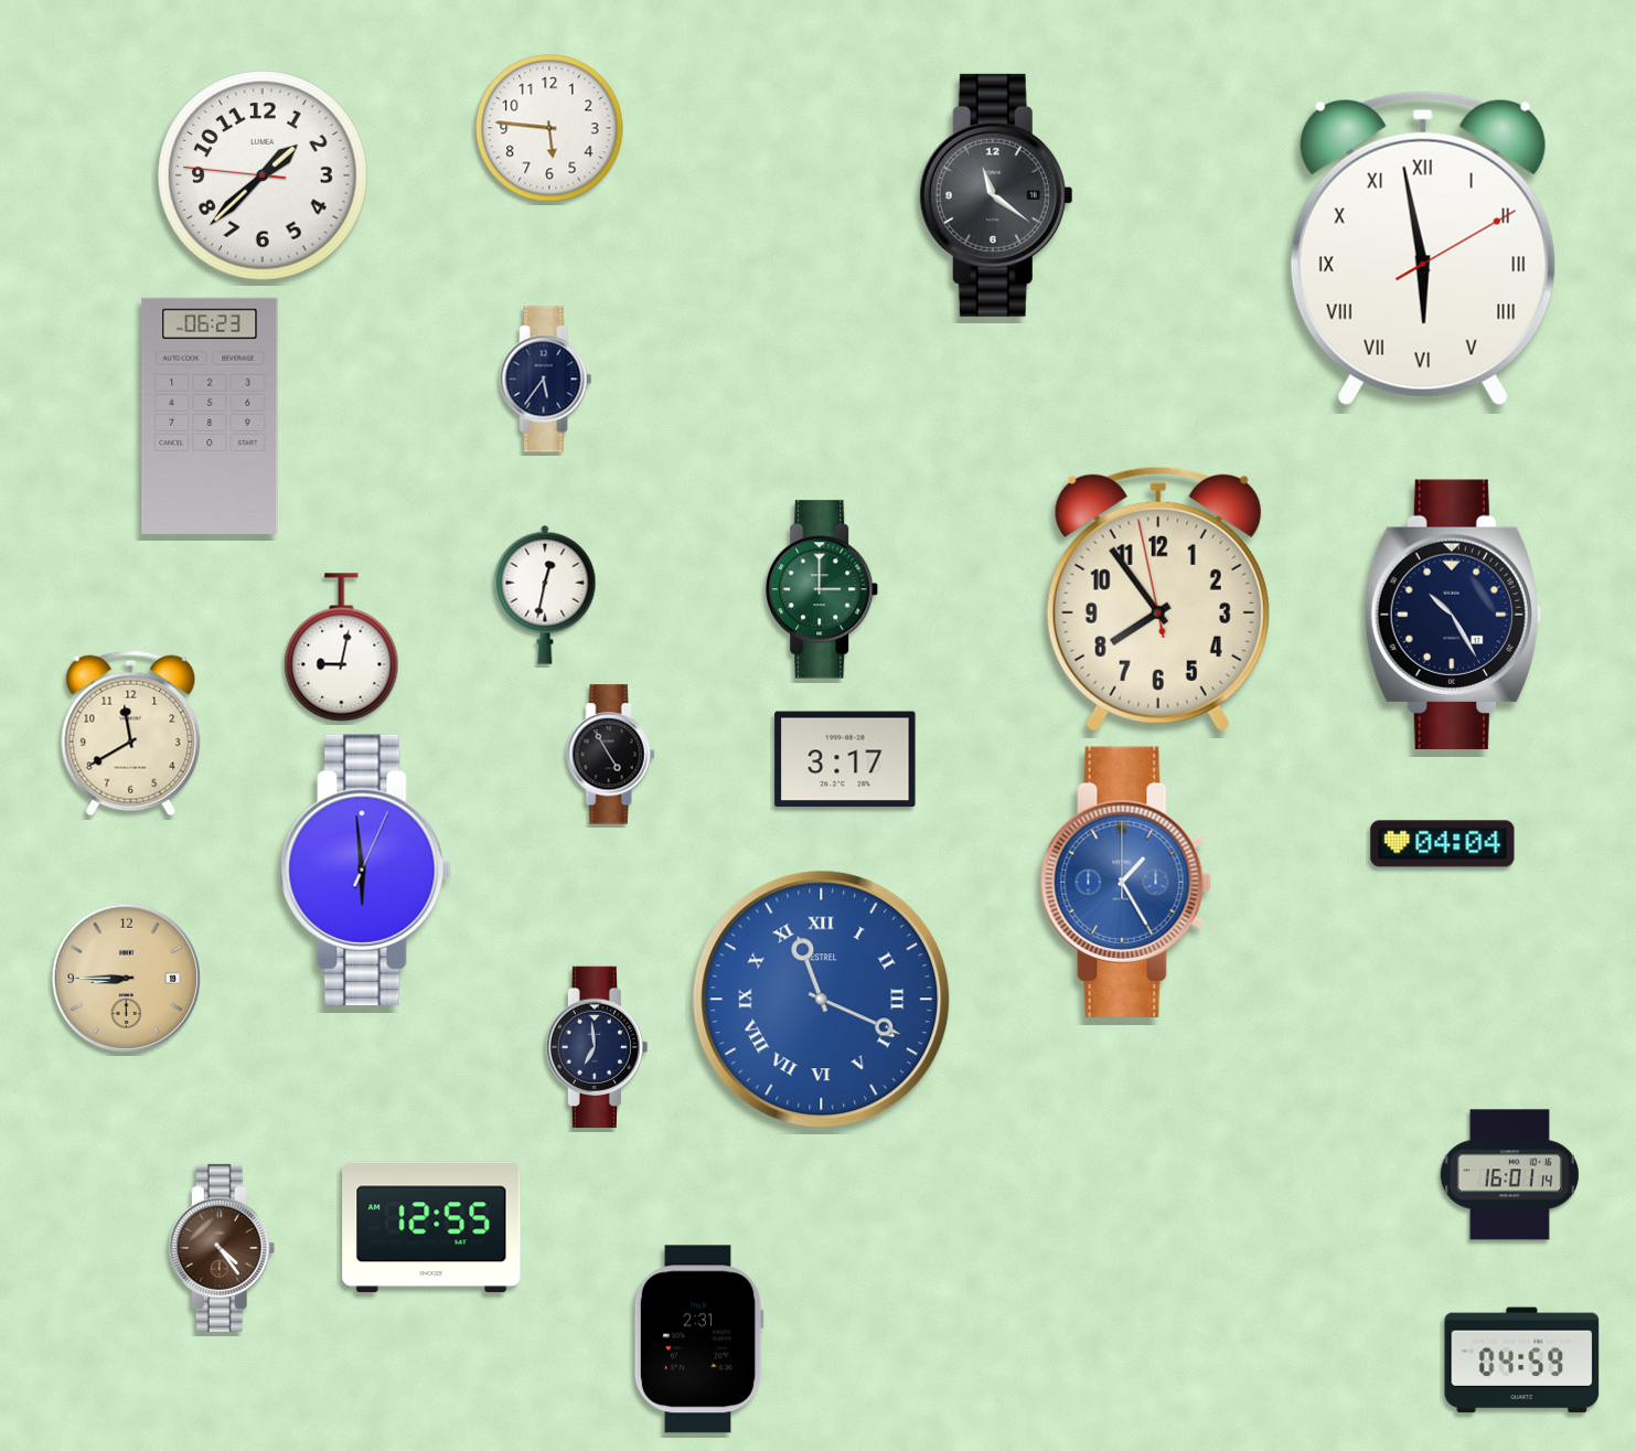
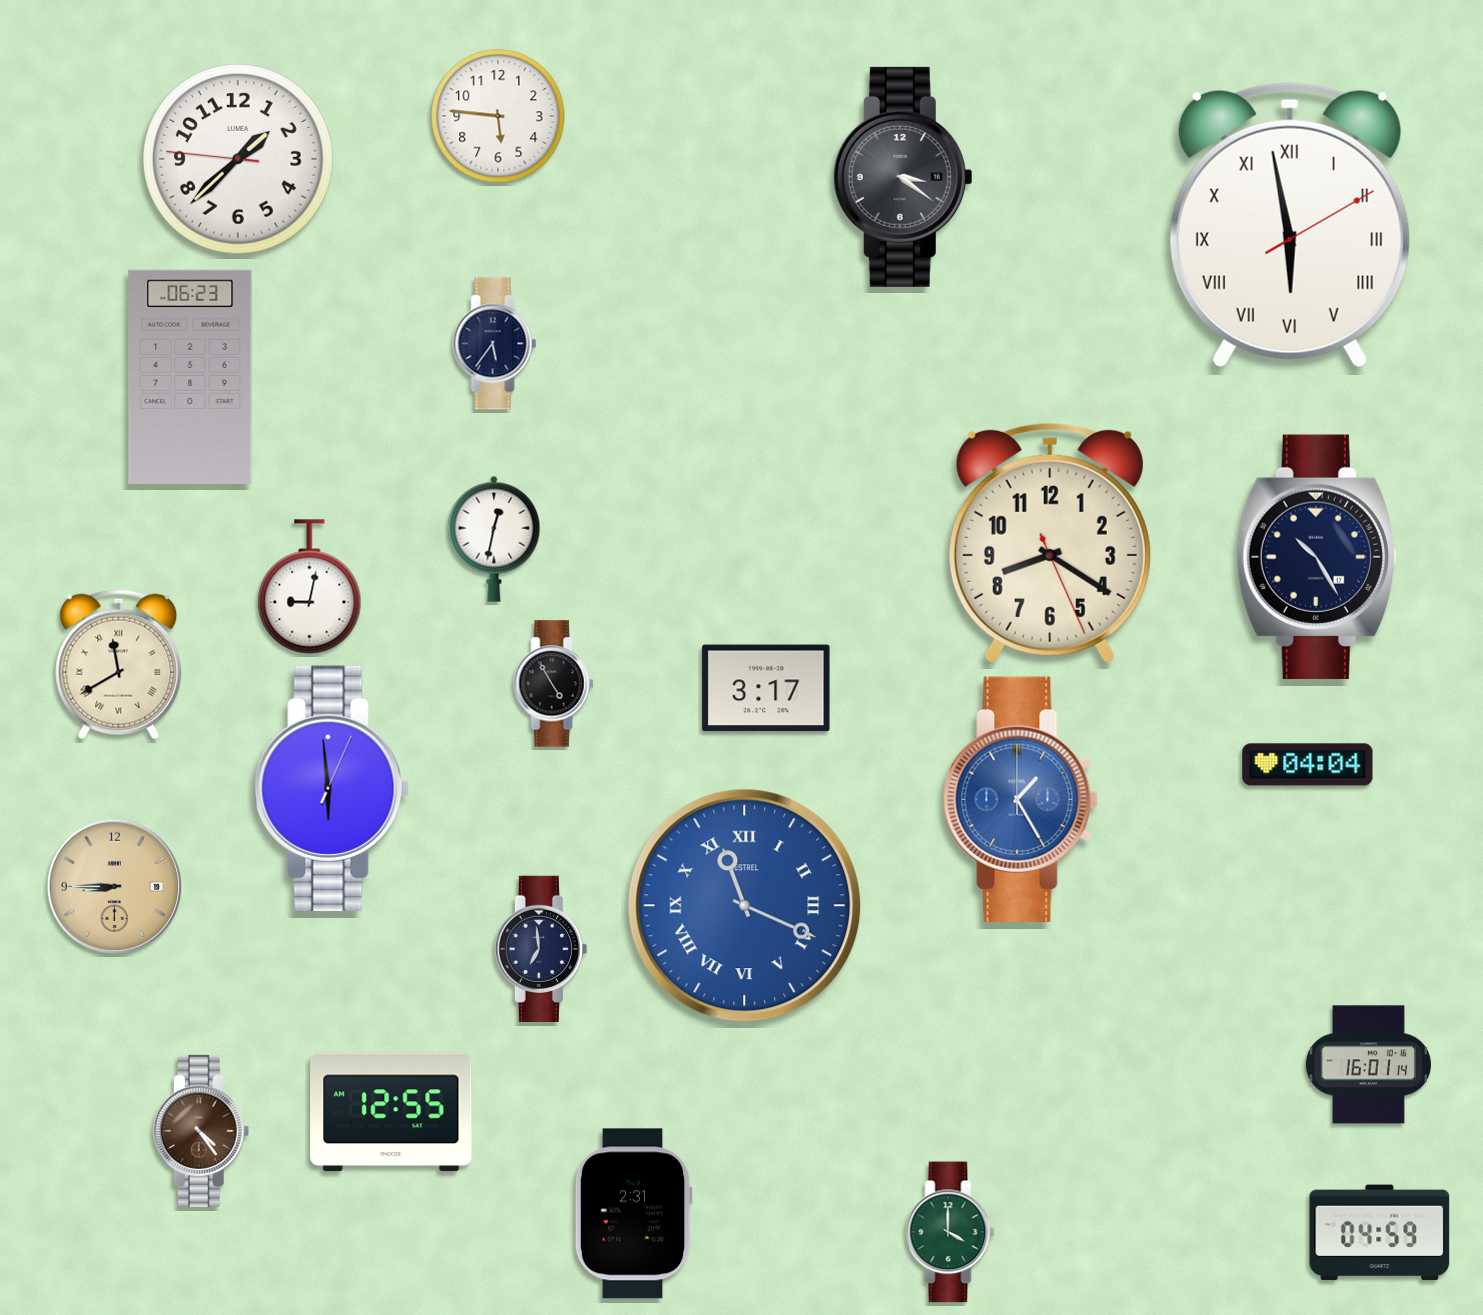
clock at (996, 195): 11:21 -> 3:21
clock at (823, 589): 3:00 -> none
clock at (1158, 599): 7:53 -> 8:20
clock at (131, 734) numerals: Arabic -> Roman
clock at (950, 1232): none -> 4:00
